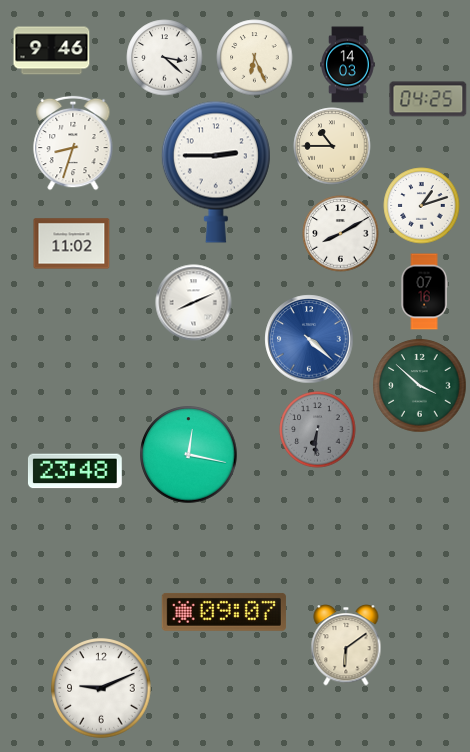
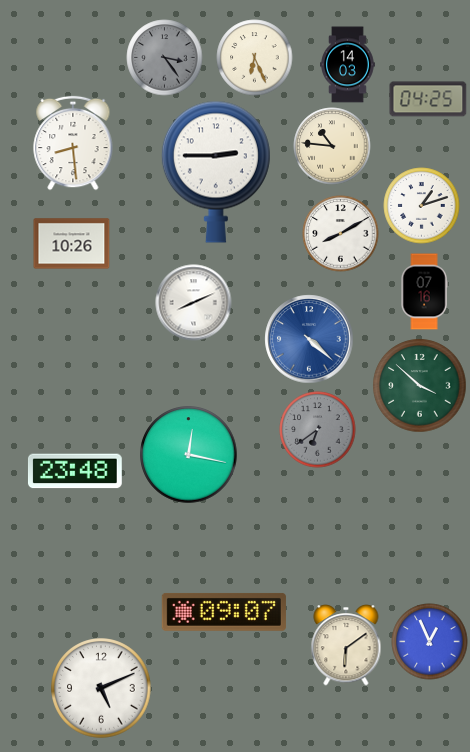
clock at (52, 51): 9:46 -> none
clock at (165, 58): 3:22 -> 3:24
clock at (165, 58) dial: white -> grey
clock at (73, 143): 8:33 -> 8:29
clock at (332, 146): 10:45 -> 10:46
clock at (72, 244): 11:02 -> 10:26
clock at (318, 430): 6:31 -> 6:39
clock at (430, 642): none -> 12:56
clock at (101, 688): 9:11 -> 5:11
